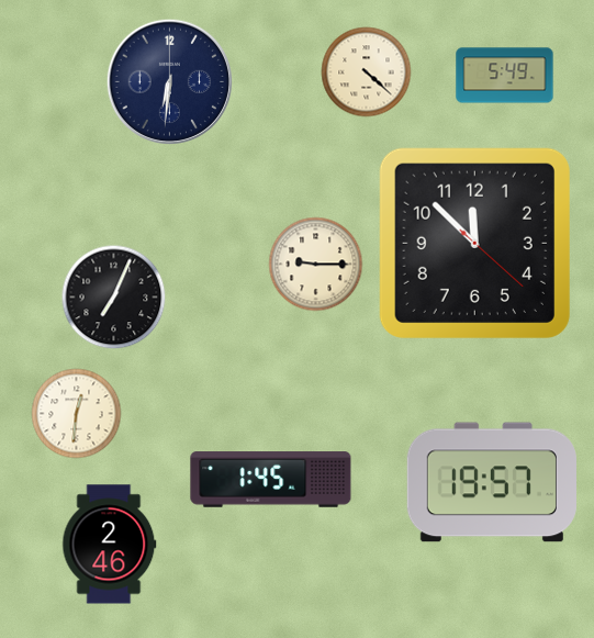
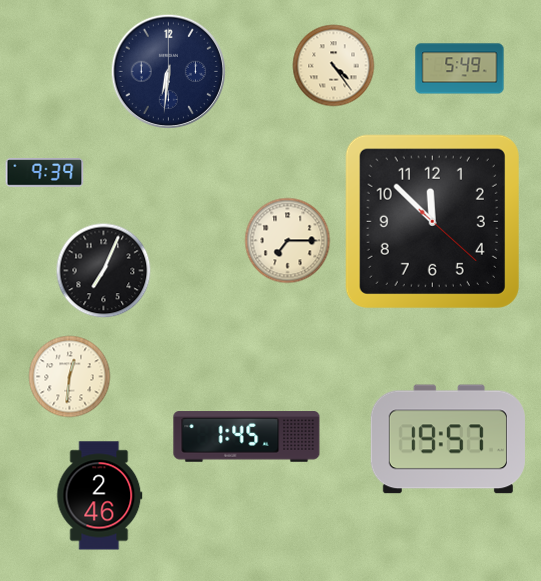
clock at (367, 72): 4:22 -> 4:24
clock at (169, 81) position: (169, 81) -> (168, 71)
clock at (45, 173): none -> 9:39
clock at (316, 265): 9:15 -> 7:15
